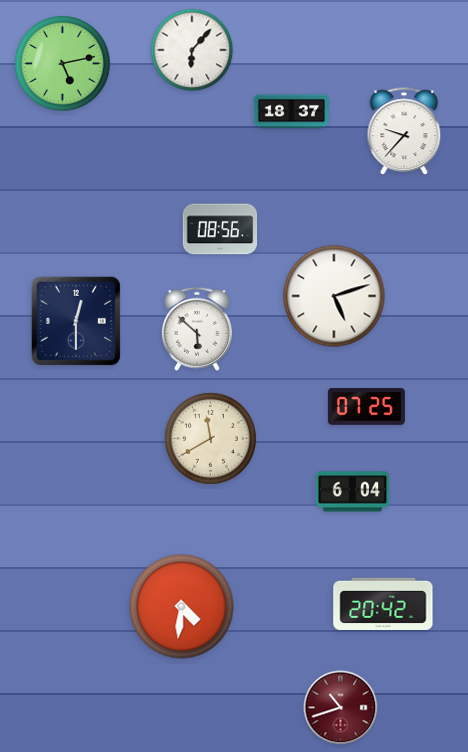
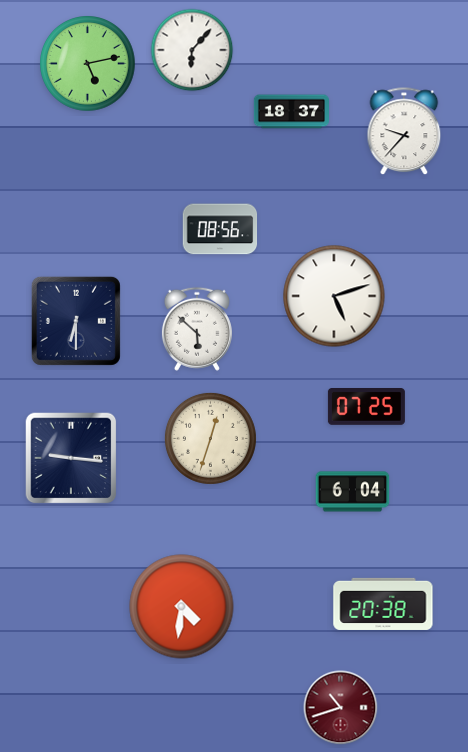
clock at (63, 64) position: (63, 64) -> (88, 64)
clock at (76, 321): 12:30 -> 6:30
clock at (210, 438): 11:40 -> 12:33
clock at (71, 458): none -> 9:16
clock at (383, 604): 20:42 -> 20:38
